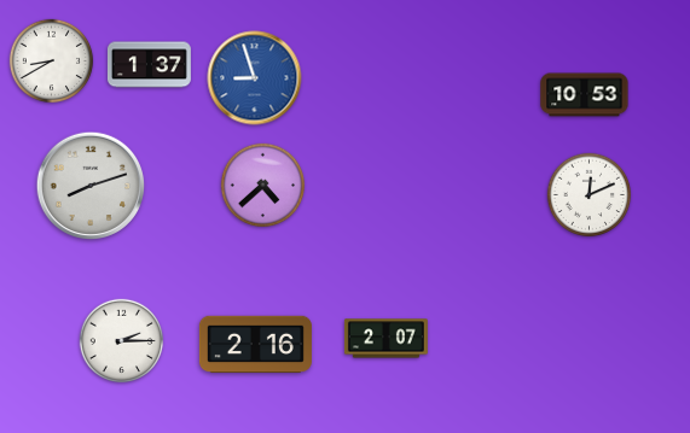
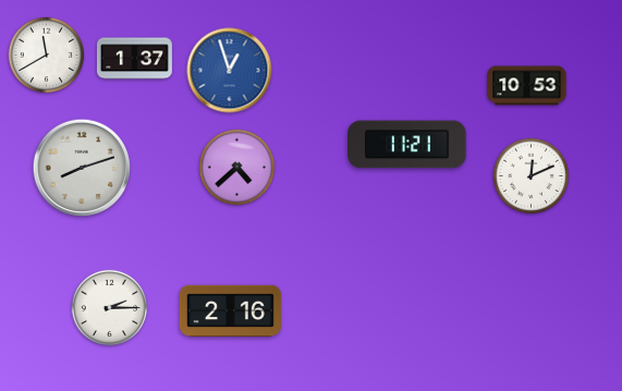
clock at (52, 62): 8:40 -> 11:40
clock at (255, 78): 8:57 -> 12:57
clock at (407, 145): none -> 11:21
clock at (385, 339): 2:07 -> none
